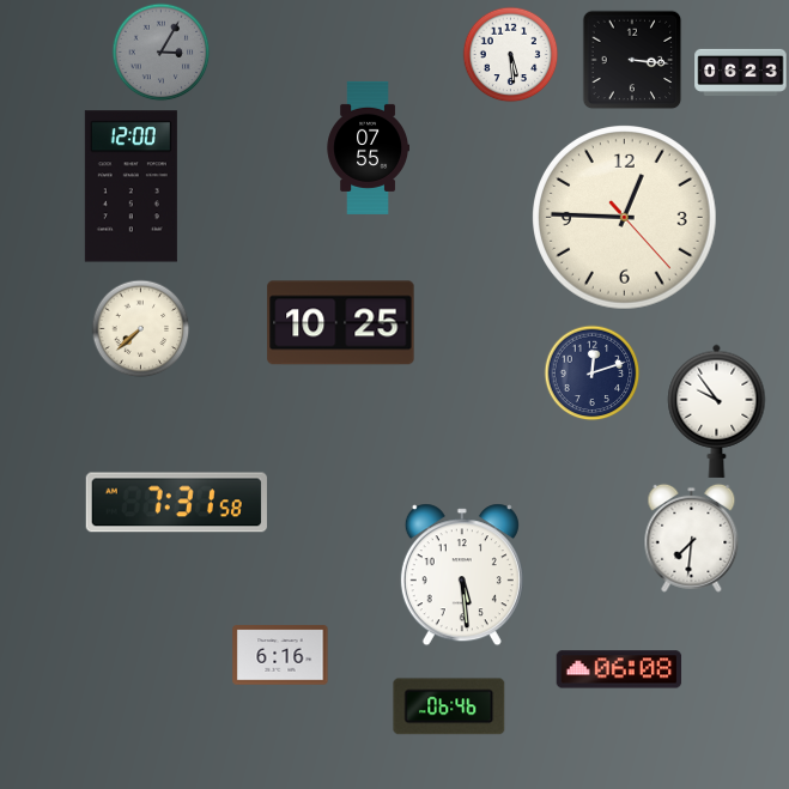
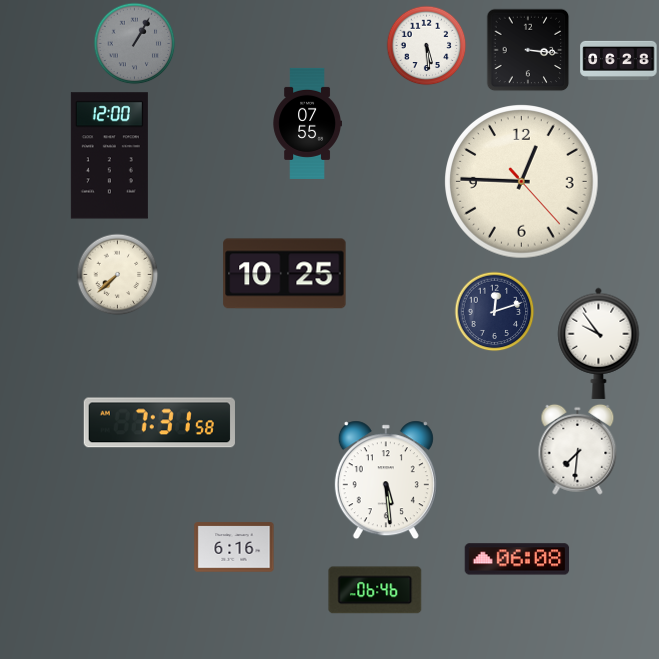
clock at (160, 51): 3:05 -> 1:05
clock at (741, 72): 06:23 -> 06:28
clock at (341, 323) position: (341, 323) -> (285, 274)
clock at (176, 503) position: (176, 503) -> (159, 423)
